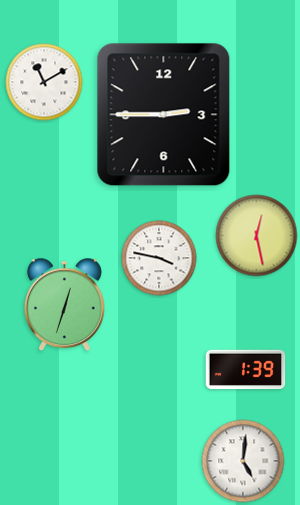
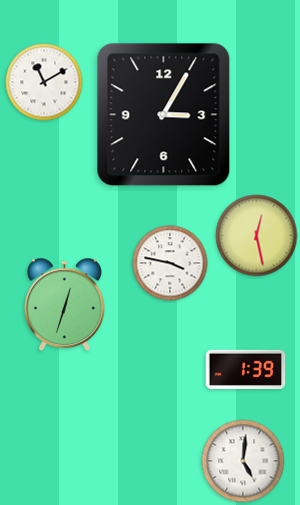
clock at (164, 115): 2:45 -> 3:05
clock at (159, 258) position: (159, 258) -> (170, 263)
